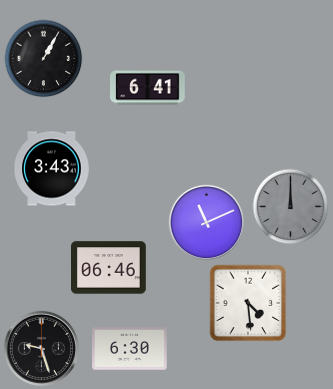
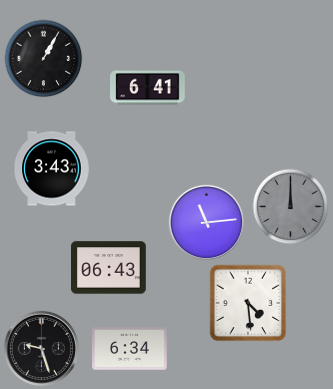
clock at (206, 222): 11:11 -> 11:14
clock at (109, 268): 06:46 -> 06:43
clock at (130, 349): 6:30 -> 6:34
